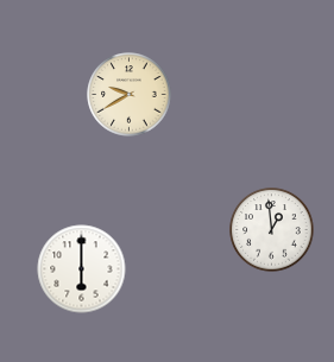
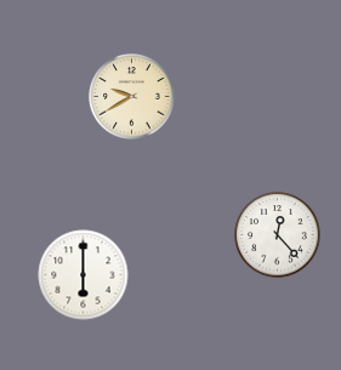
clock at (272, 230): 12:59 -> 12:23
